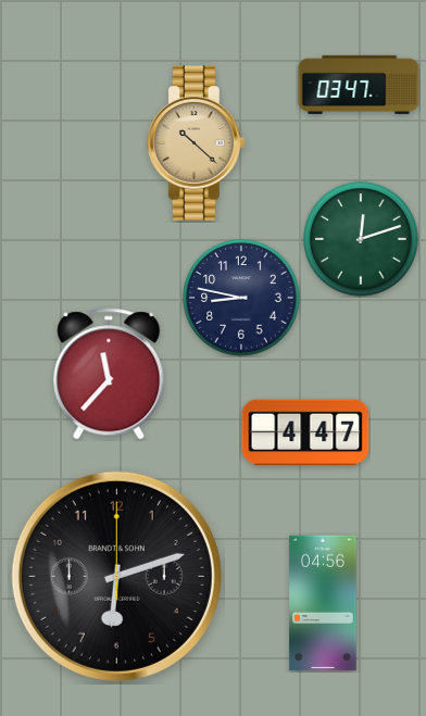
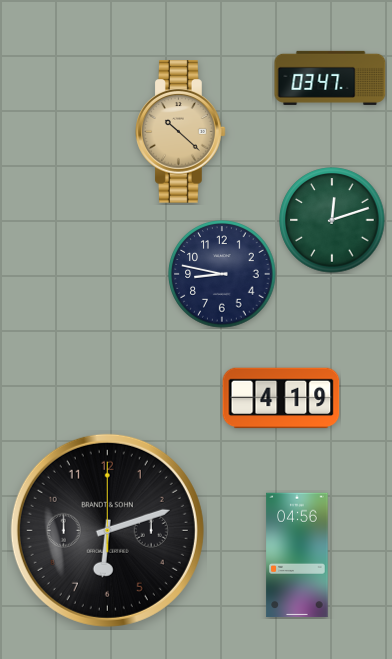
clock at (109, 374): 11:37 -> none
clock at (305, 432): 4:47 -> 4:19
